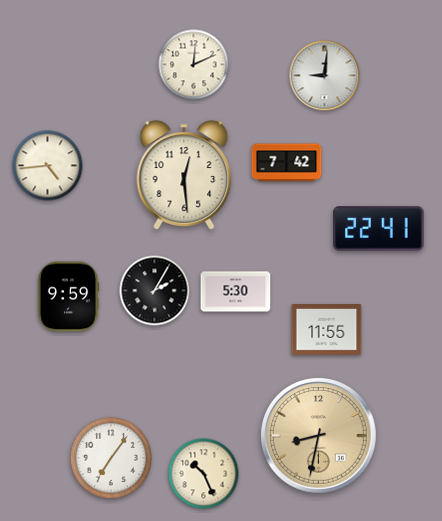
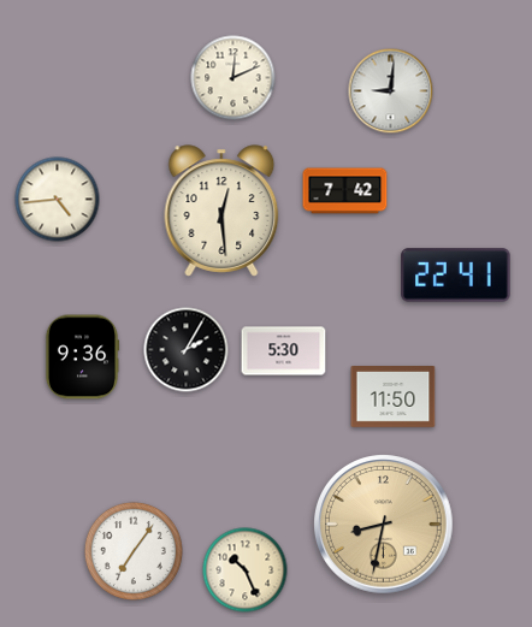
clock at (287, 163) position: (287, 163) -> (345, 191)
clock at (68, 297): 9:59 -> 9:36
clock at (327, 330): 11:55 -> 11:50
